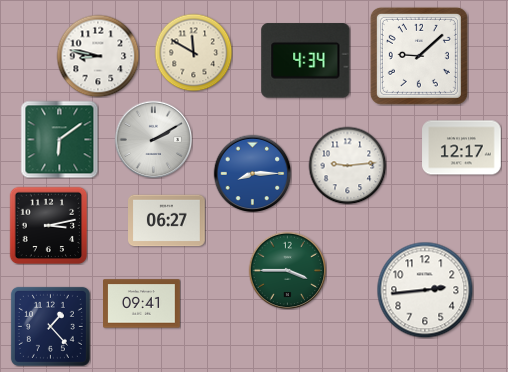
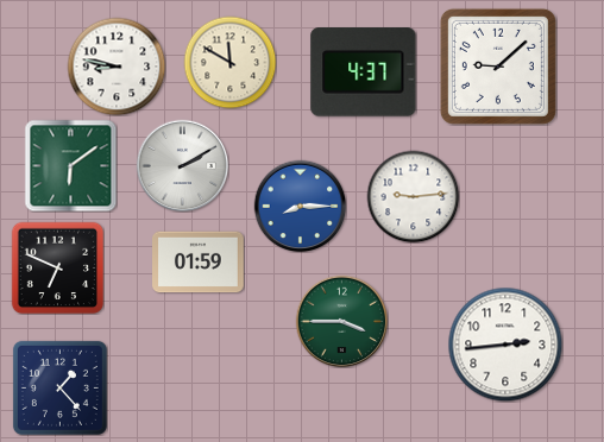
clock at (306, 61): 4:34 -> 4:37
clock at (462, 148): 12:17 -> none
clock at (167, 221): 06:27 -> 01:59
clock at (48, 225): 3:13 -> 6:49
clock at (142, 304): 09:41 -> none
